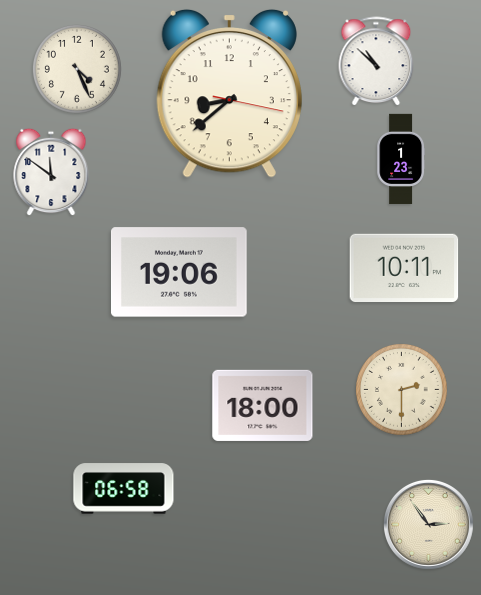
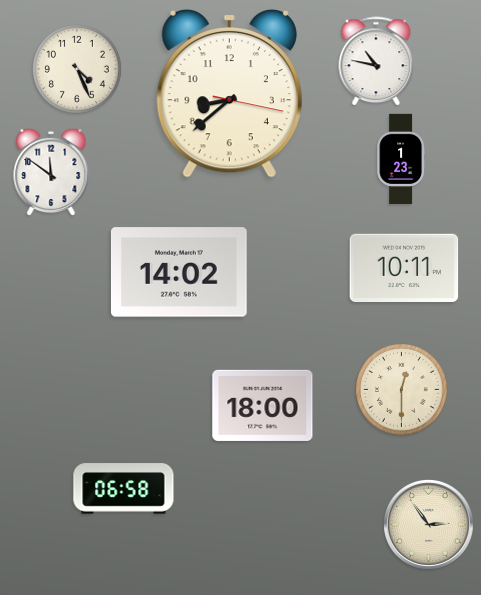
clock at (376, 61): 10:52 -> 10:47
clock at (180, 272): 19:06 -> 14:02
clock at (402, 390): 2:30 -> 12:30
